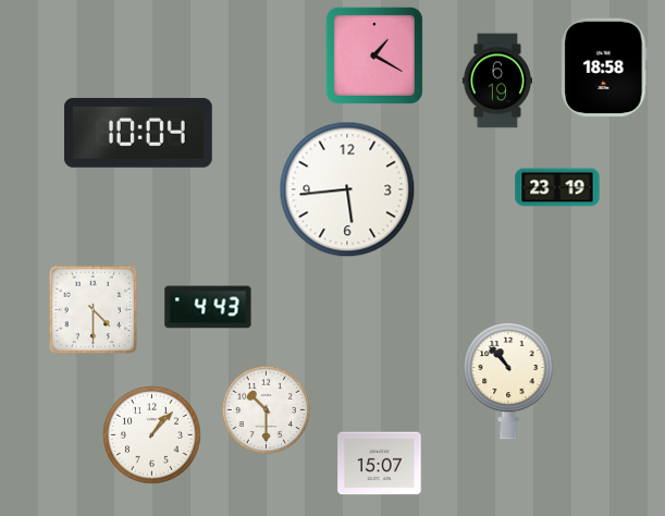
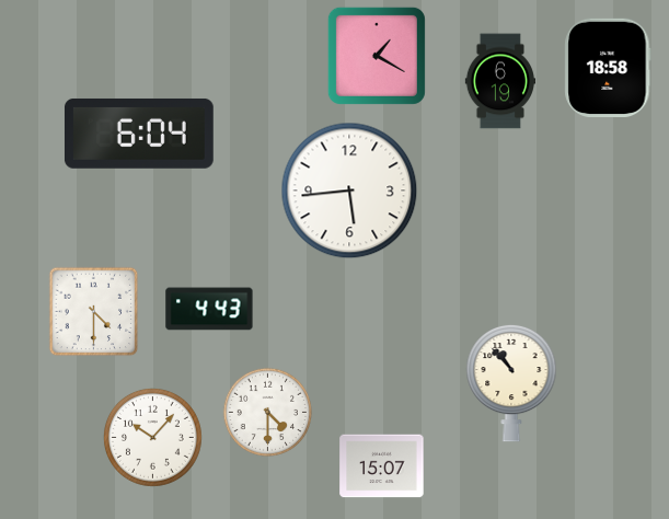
clock at (138, 133): 10:04 -> 6:04
clock at (557, 187): 23:19 -> none
clock at (266, 409): 10:30 -> 4:30
clock at (151, 434): 1:07 -> 10:07
